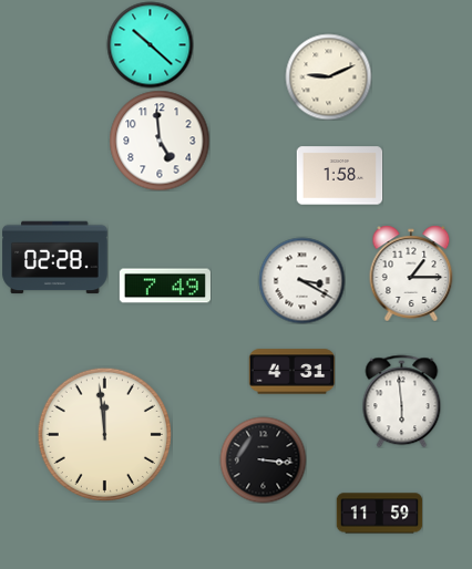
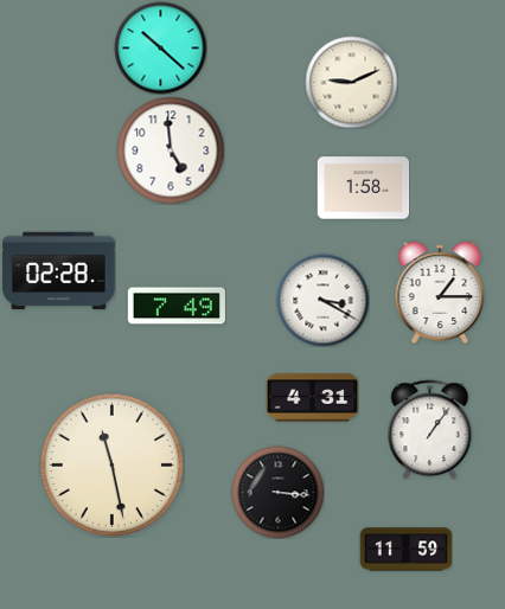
clock at (55, 258) position: (55, 258) -> (59, 271)
clock at (402, 401): 5:59 -> 1:06
clock at (104, 434): 11:59 -> 11:28
clock at (263, 459) position: (263, 459) -> (277, 492)
